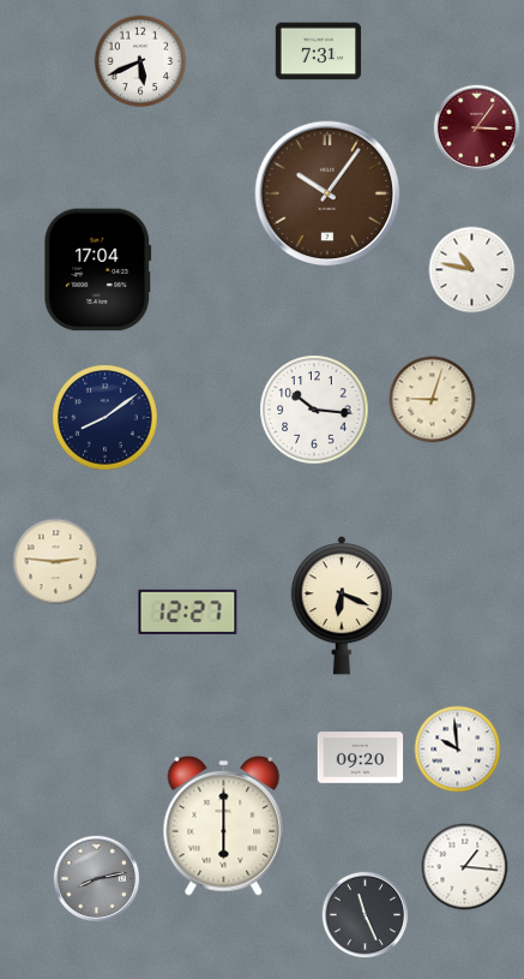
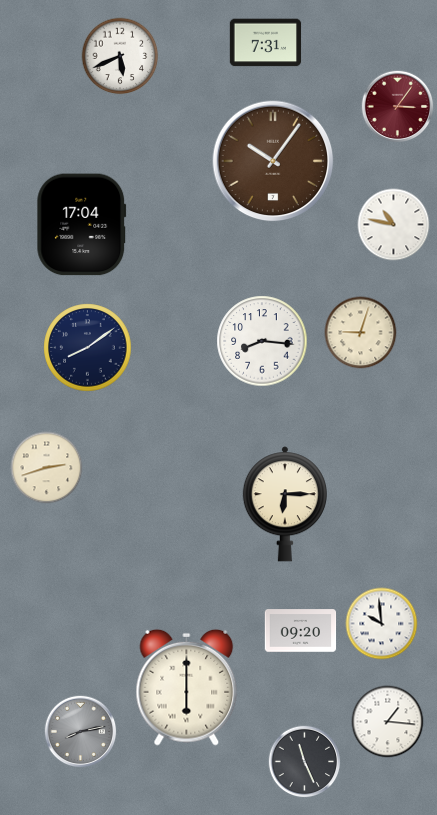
clock at (140, 61) position: (140, 61) -> (120, 56)
clock at (314, 410): 10:16 -> 8:16
clock at (56, 562): 2:46 -> 2:42
clock at (342, 605): 6:19 -> 6:15
clock at (188, 611): 12:27 -> none
